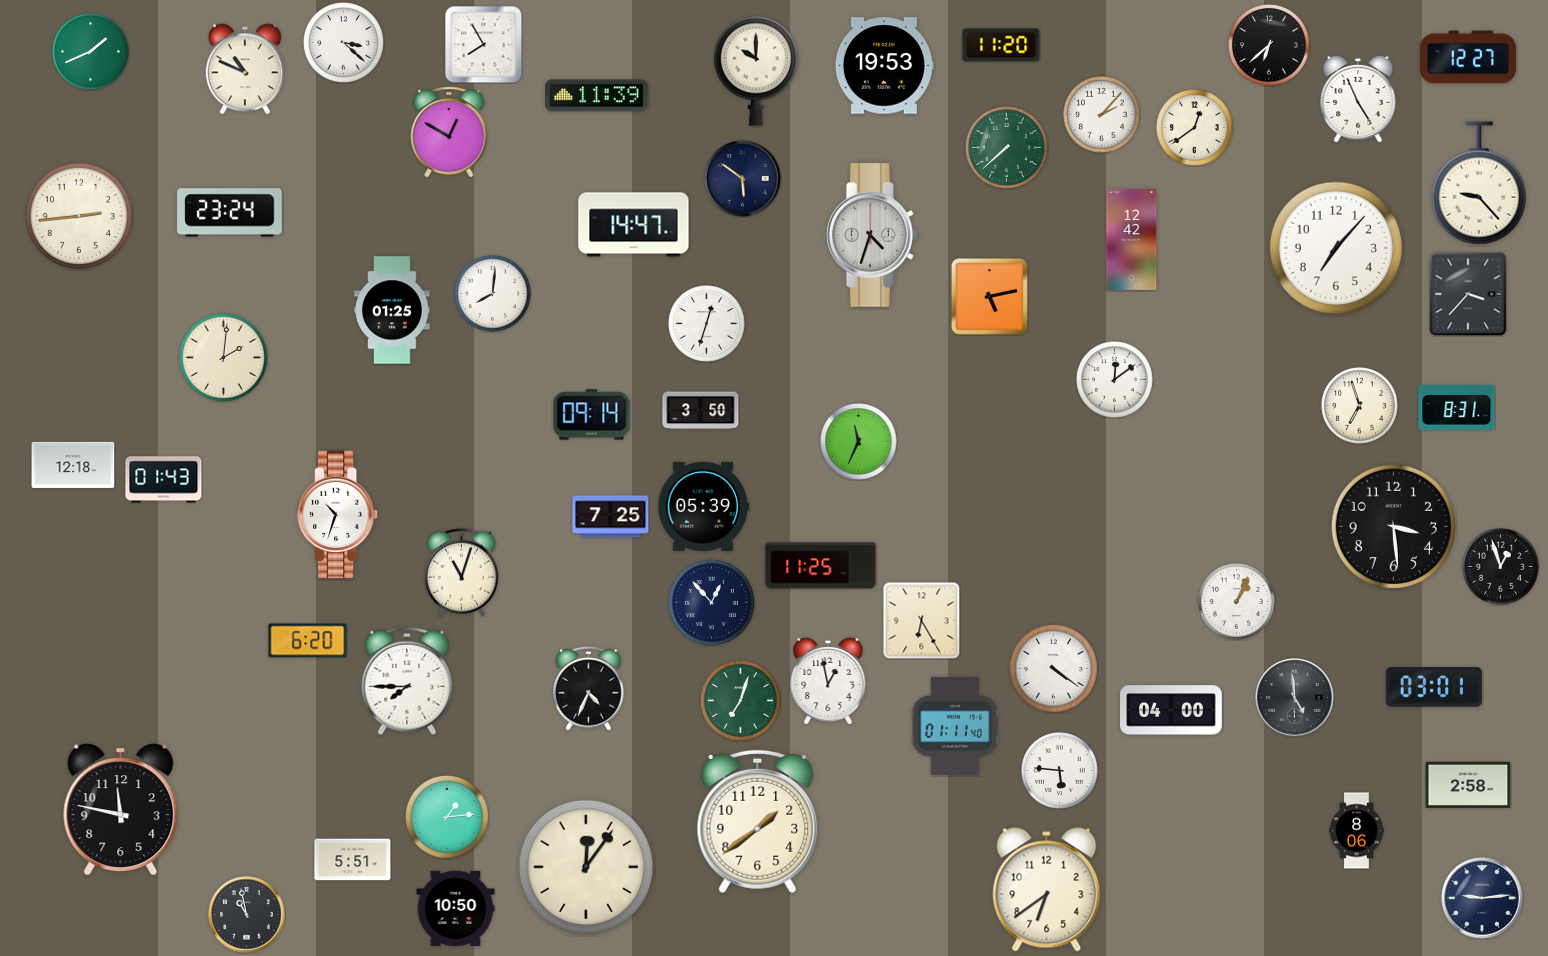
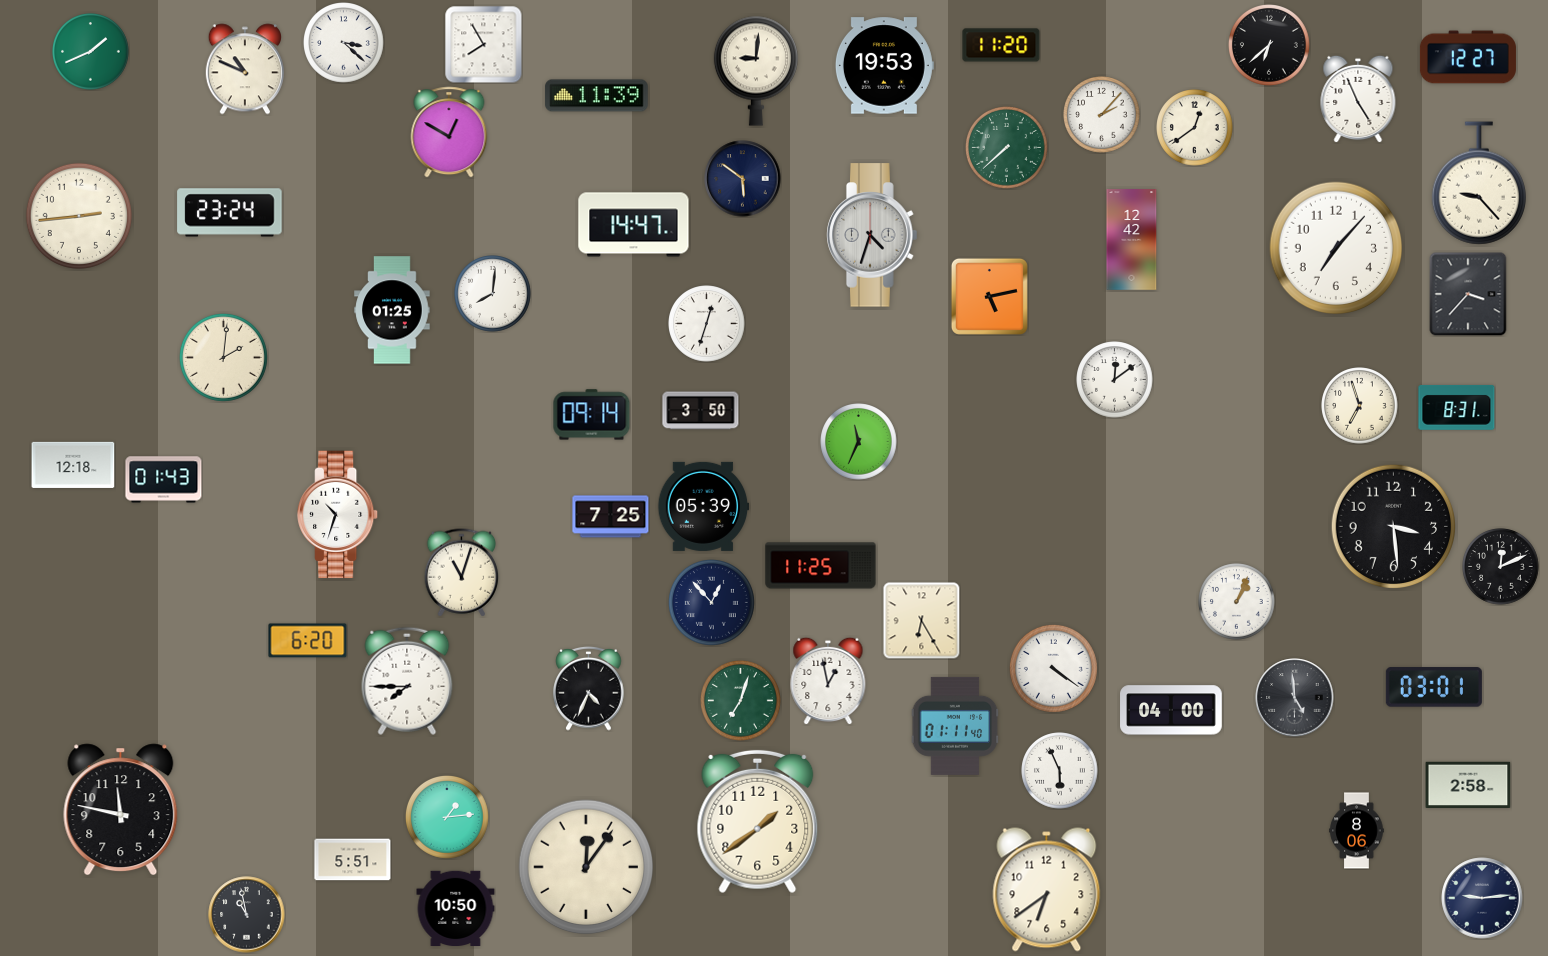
clock at (756, 71): 10:00 -> 9:01
clock at (1501, 567): 12:57 -> 12:11
clock at (1060, 771): 5:46 -> 5:56
